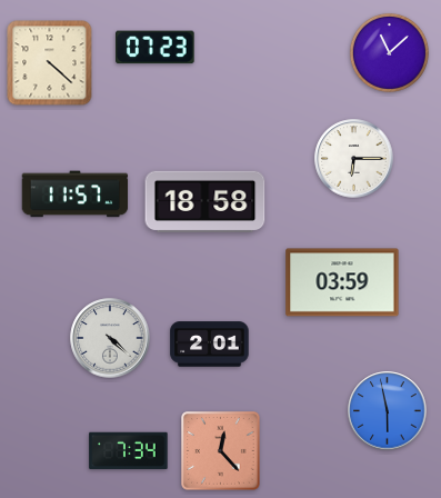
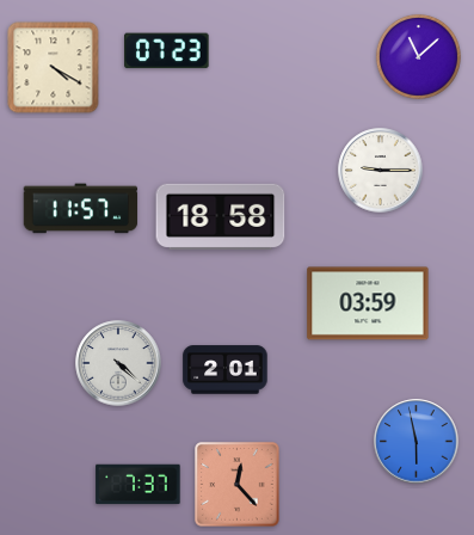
clock at (50, 63): 4:22 -> 4:20
clock at (354, 159): 6:15 -> 9:15
clock at (129, 451): 7:34 -> 7:37
